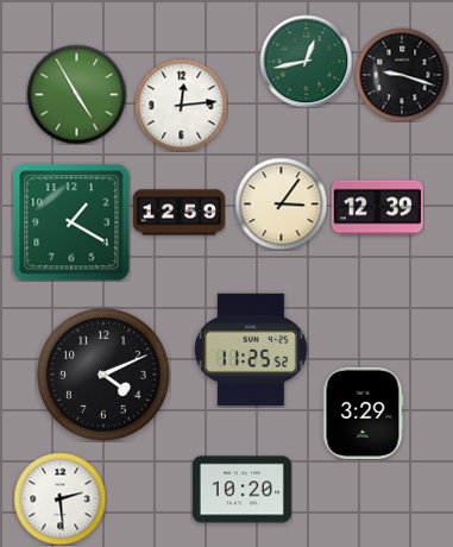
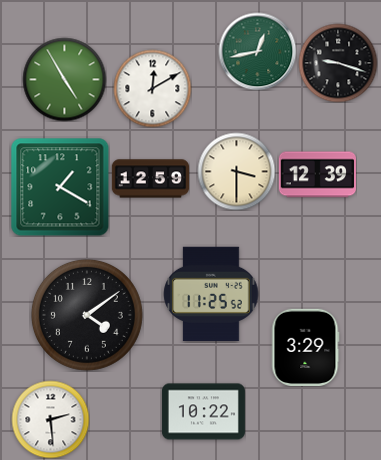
clock at (181, 105): 12:14 -> 12:10
clock at (281, 203): 3:06 -> 3:30
clock at (103, 375): 4:11 -> 4:09
clock at (241, 490): 10:20 -> 10:22
